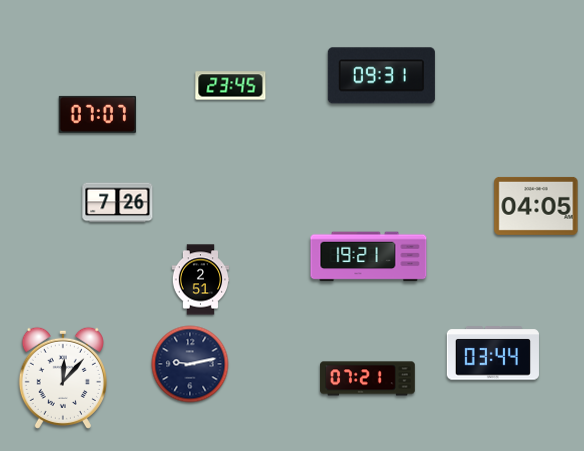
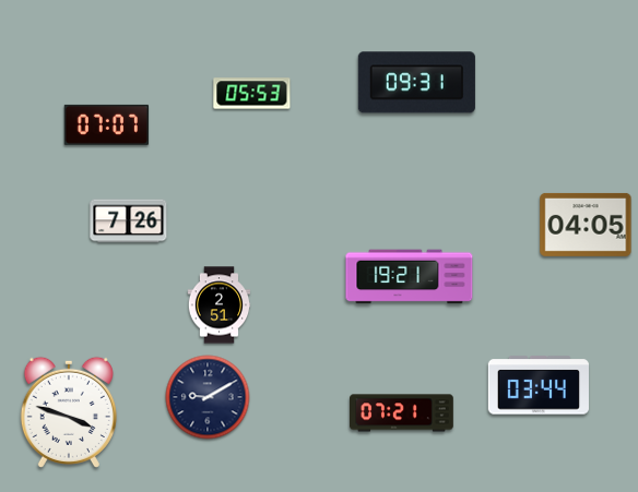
clock at (231, 86): 23:45 -> 05:53
clock at (369, 257) position: (369, 257) -> (410, 277)
clock at (190, 364): 9:13 -> 9:10
clock at (63, 378): 12:07 -> 3:48
